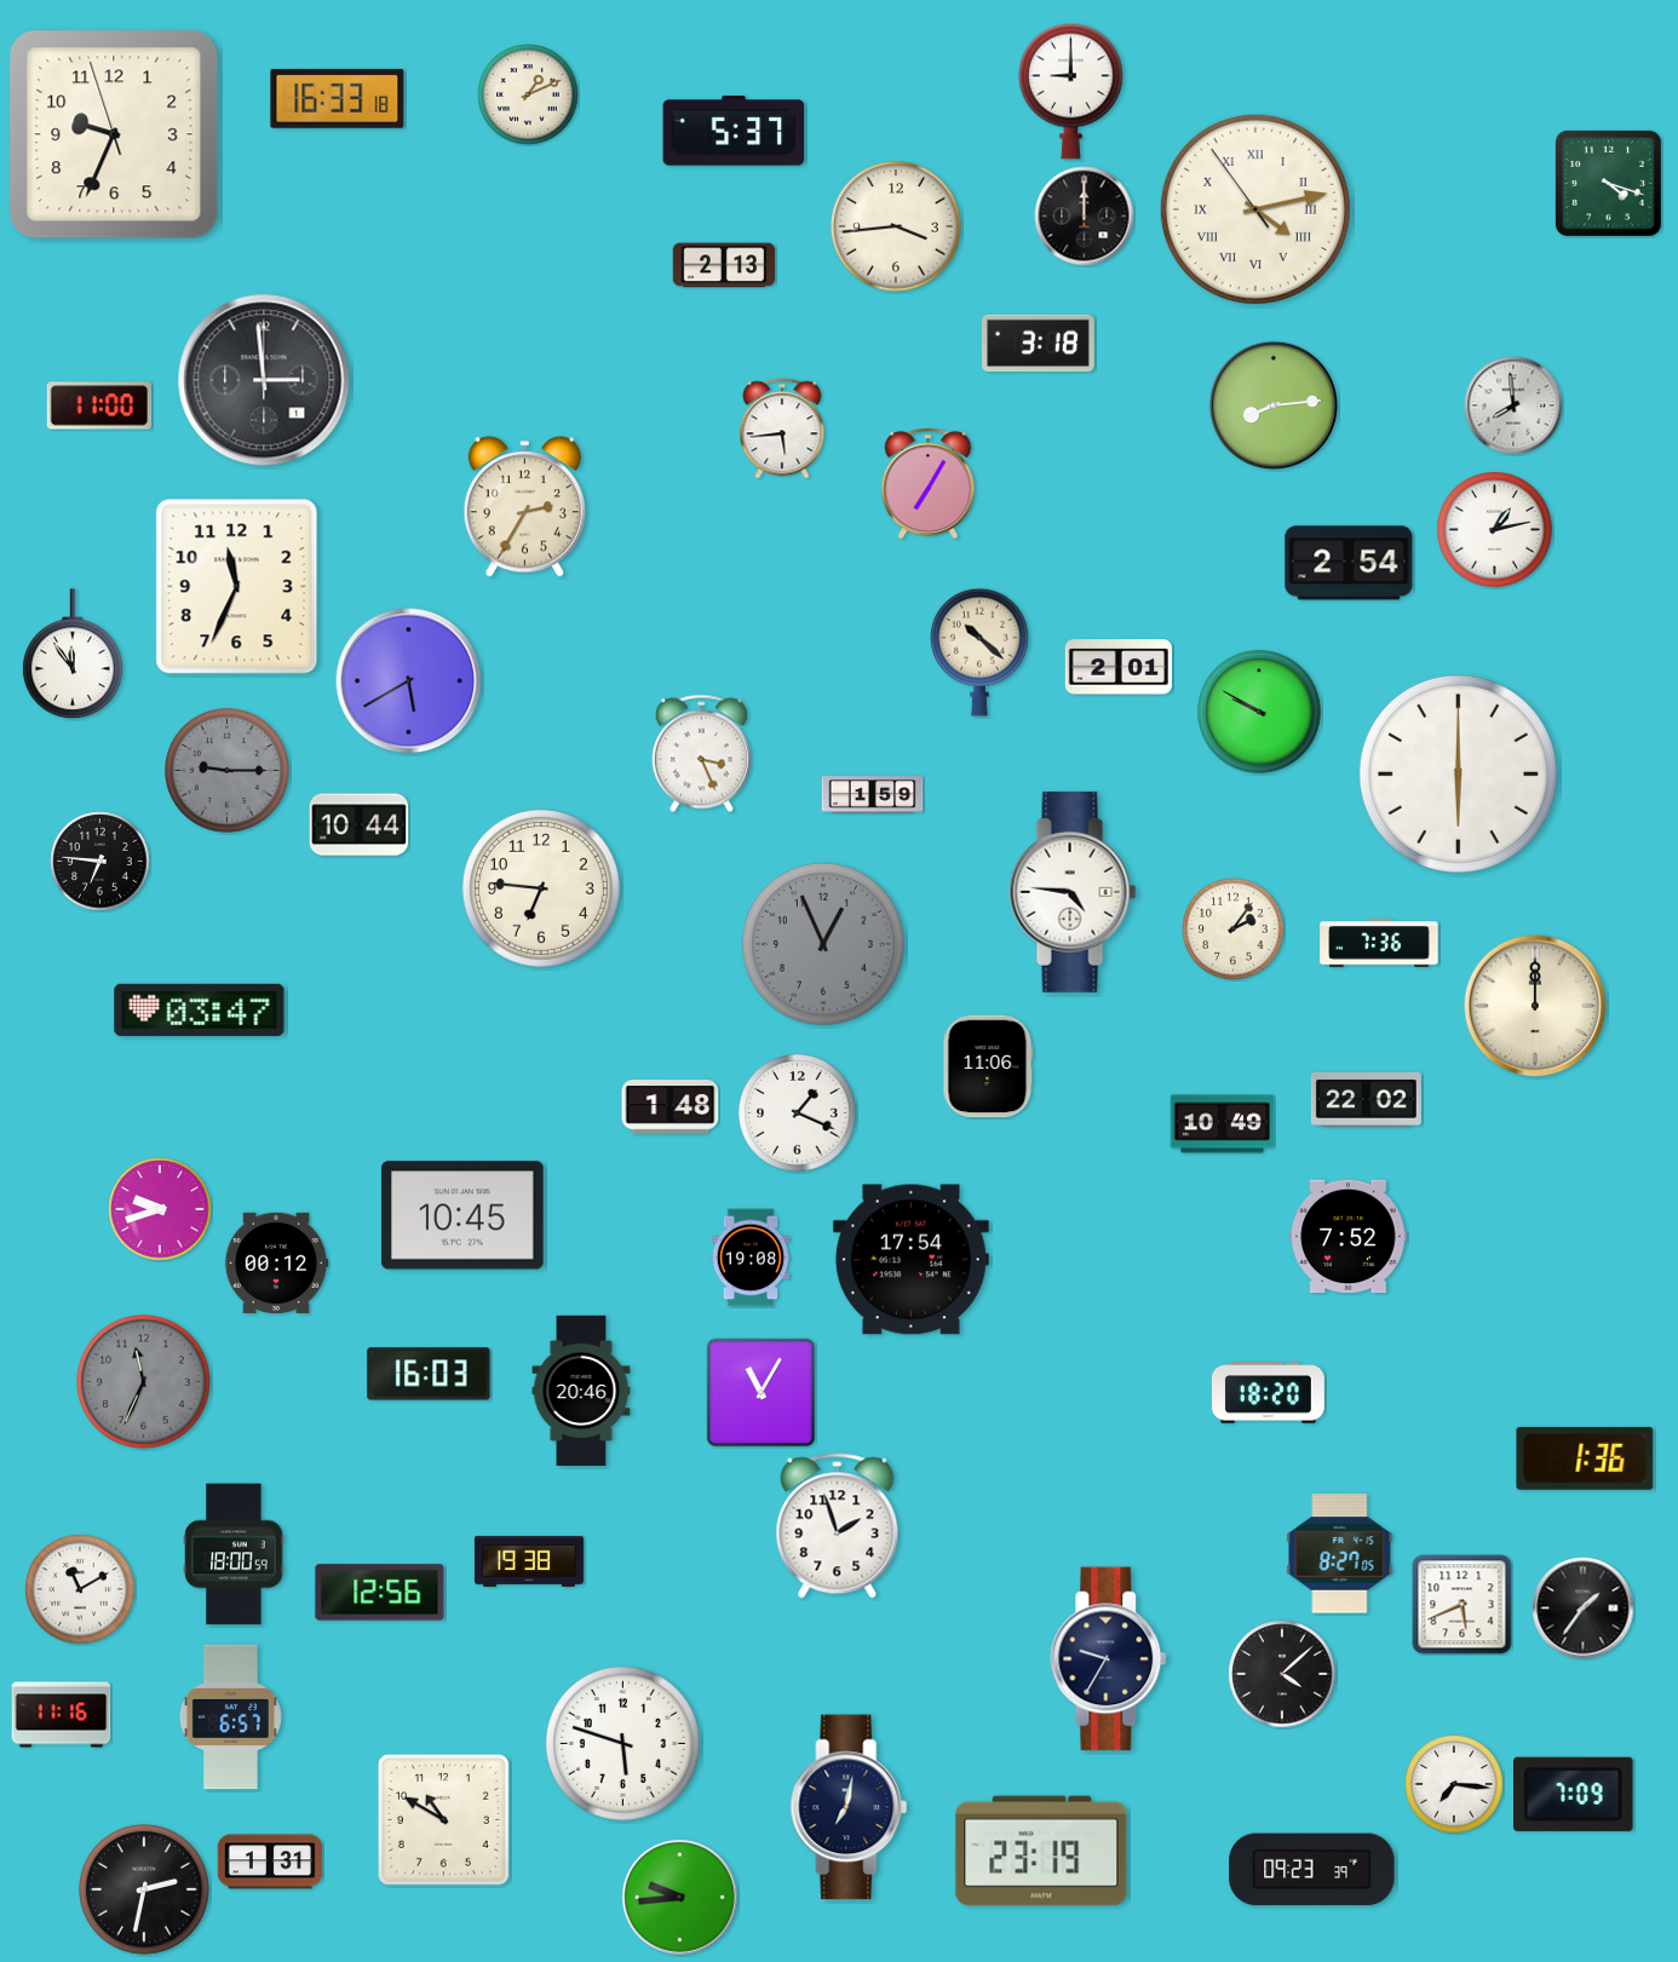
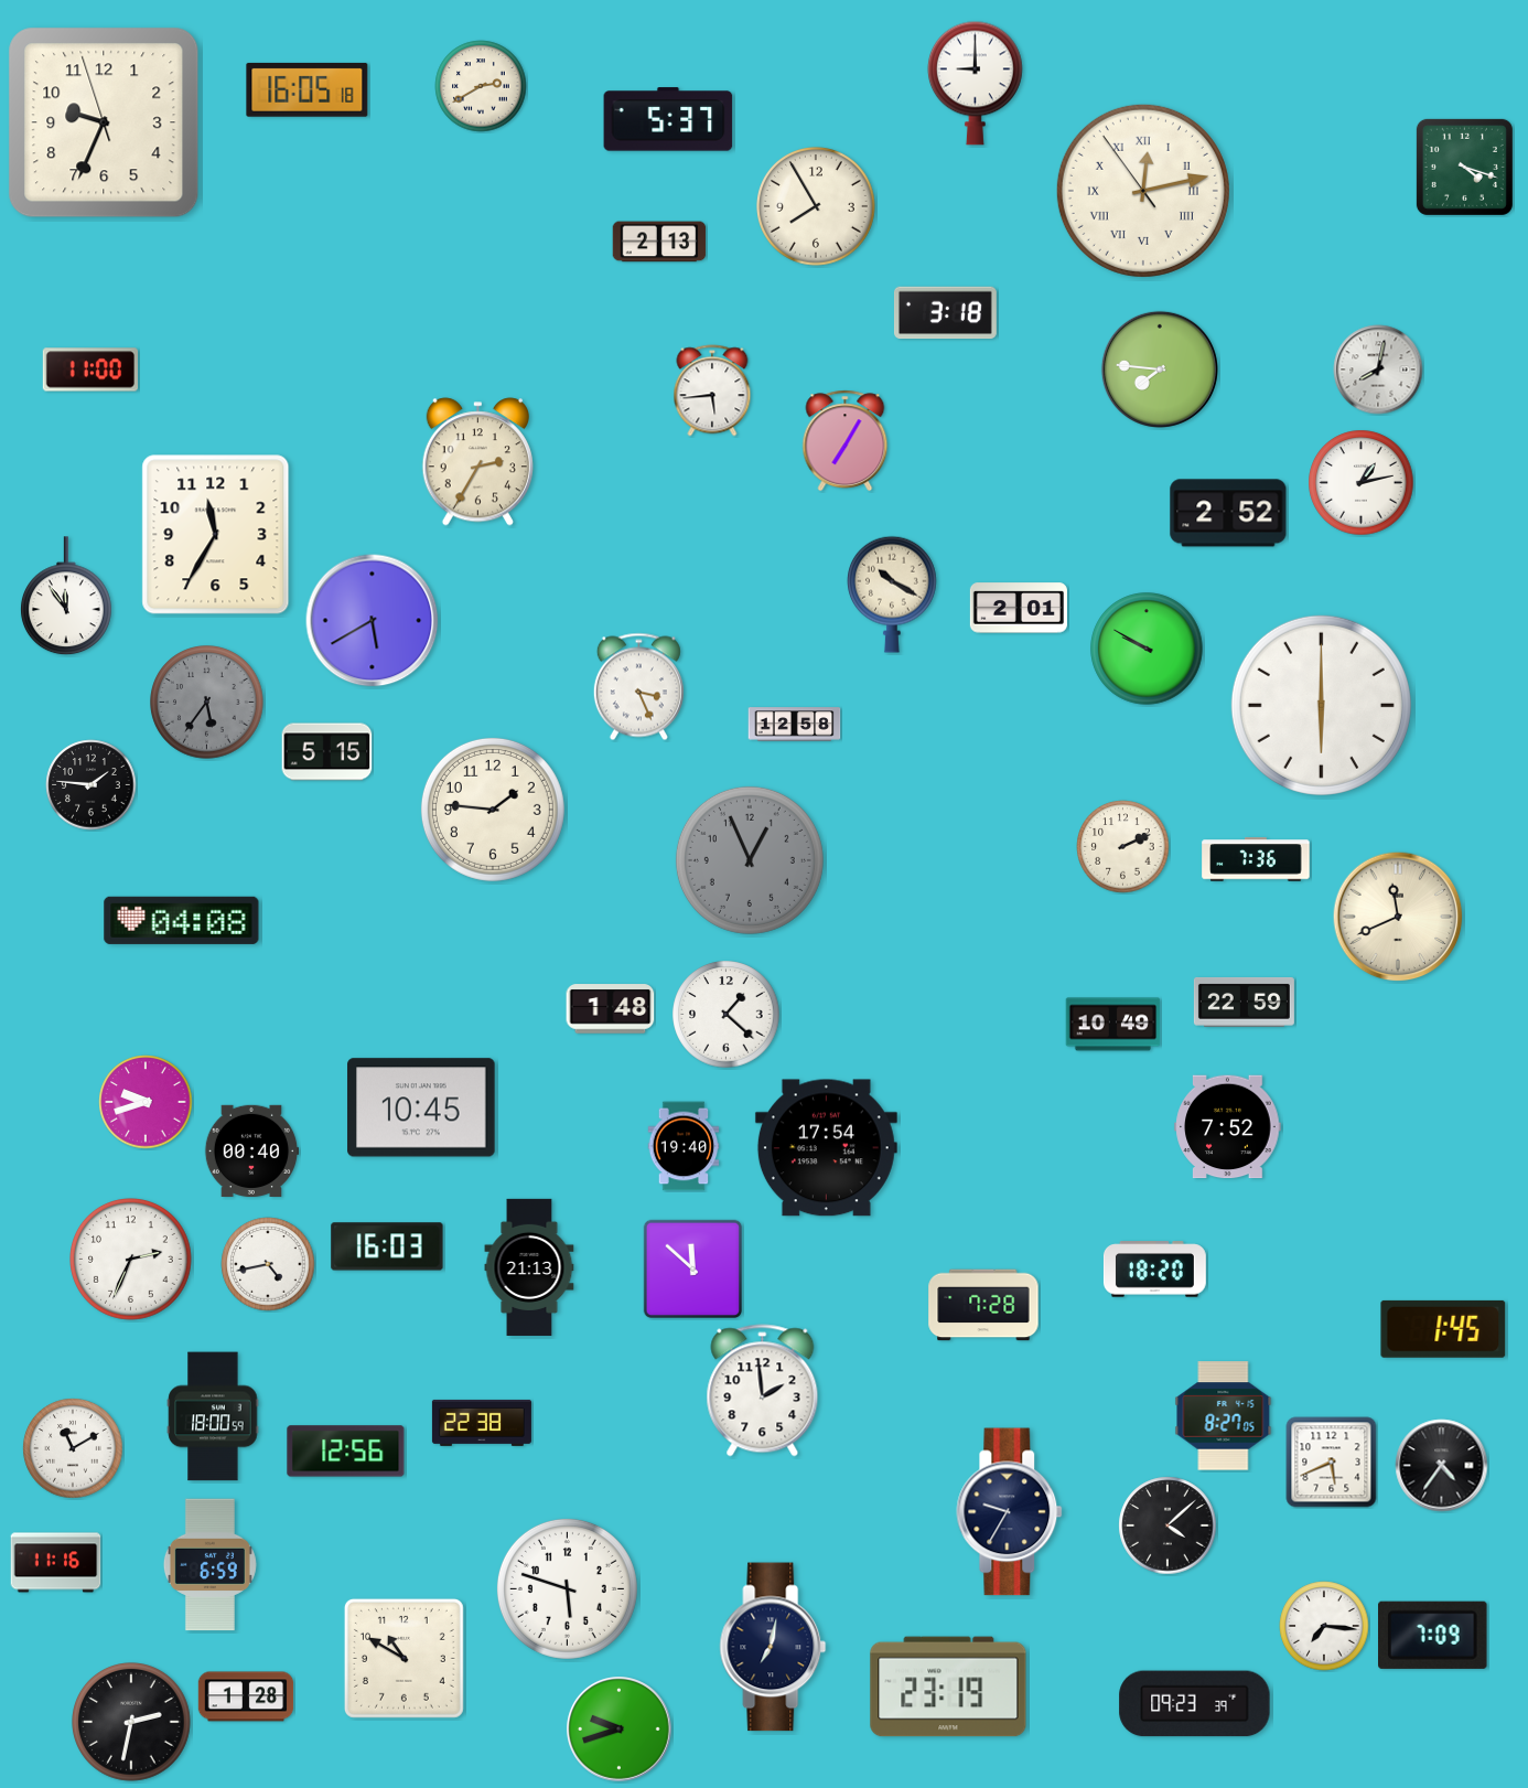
clock at (528, 94): 1:11 -> 2:40
clock at (338, 98): 16:33 -> 16:05
clock at (1255, 209): 4:12 -> 12:12
clock at (1085, 217): 12:00 -> none
clock at (897, 228): 3:44 -> 7:55
clock at (264, 380): 2:59 -> none
clock at (1274, 405): 8:14 -> 7:46
clock at (1513, 405): 7:59 -> 8:02
clock at (1349, 563): 2:54 -> 2:52
clock at (237, 587): 11:34 -> 11:35
clock at (981, 652): 10:22 -> 10:20
clock at (228, 771): 9:15 -> 5:36
clock at (1458, 773) position: (1458, 773) -> (1321, 705)
clock at (873, 795): 1:59 -> 12:58
clock at (360, 825): 10:44 -> 5:15
clock at (100, 862): 6:46 -> 1:46
clock at (541, 888): 6:46 -> 1:46
clock at (1073, 892): 4:46 -> none
clock at (1234, 930): 2:06 -> 2:11
clock at (1535, 1006): 12:00 -> 11:41
clock at (200, 1009): 03:47 -> 04:08
clock at (988, 1066): 11:06 -> none
clock at (1366, 1099): 22:02 -> 22:59
clock at (798, 1114): 1:19 -> 1:22
clock at (751, 1258): 19:08 -> 19:40
clock at (910, 1260) position: (910, 1260) -> (826, 1148)
clock at (276, 1262): 00:12 -> 00:40
clock at (429, 1374) position: (429, 1374) -> (387, 1246)
clock at (144, 1382): 11:34 -> 2:34
clock at (144, 1382) dial: grey -> white
clock at (268, 1264): none -> 4:43
clock at (581, 1391): 20:46 -> 21:13
clock at (762, 1393): 11:05 -> 11:52
clock at (983, 1305): none -> 7:28
clock at (1585, 1458): 1:36 -> 1:45
clock at (838, 1526): 1:57 -> 1:59
clock at (1340, 1554) position: (1340, 1554) -> (1224, 1416)
clock at (529, 1561): 19:38 -> 22:38
clock at (1584, 1609): 1:36 -> 4:36
clock at (230, 1718): 6:57 -> 6:59
clock at (270, 1862): 1:31 -> 1:28
clock at (680, 1898): 9:44 -> 9:42
